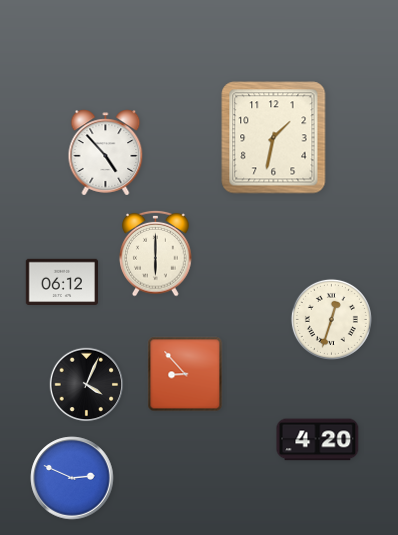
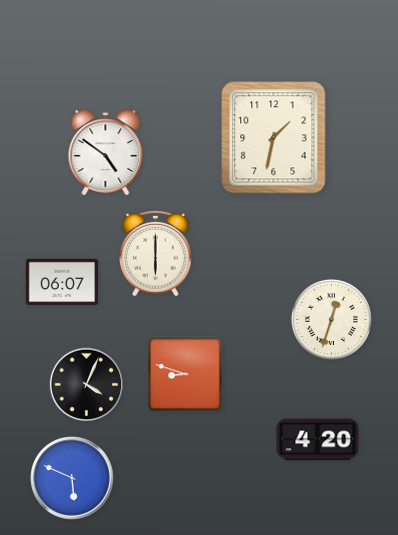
clock at (106, 153): 4:53 -> 4:51
clock at (62, 281): 06:12 -> 06:07
clock at (185, 374): 8:53 -> 8:48
clock at (72, 478): 2:49 -> 5:49
